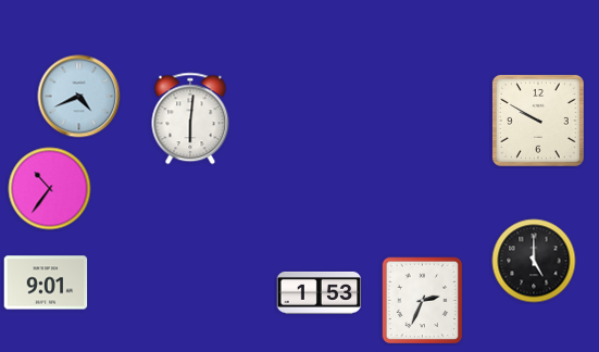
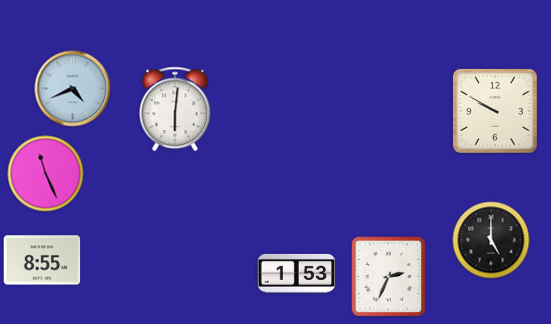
clock at (50, 189): 10:36 -> 11:26
clock at (46, 282): 9:01 -> 8:55
clock at (320, 292) position: (320, 292) -> (297, 273)
